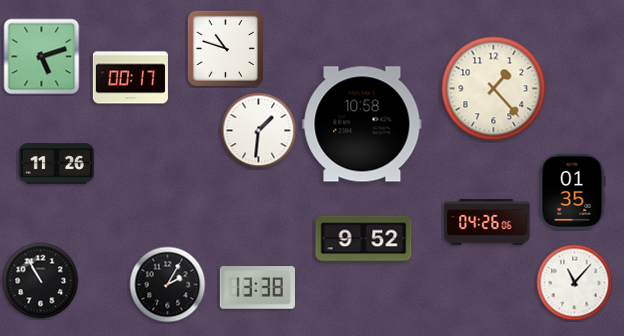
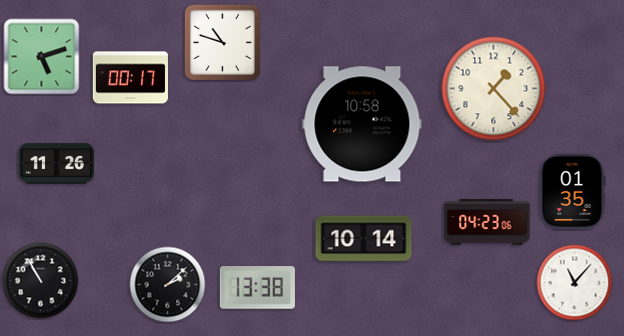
clock at (225, 48) position: (225, 48) -> (222, 42)
clock at (259, 131): 1:31 -> none
clock at (487, 222): 04:26 -> 04:23
clock at (364, 239): 9:52 -> 10:14
clock at (168, 285): 2:05 -> 2:08
